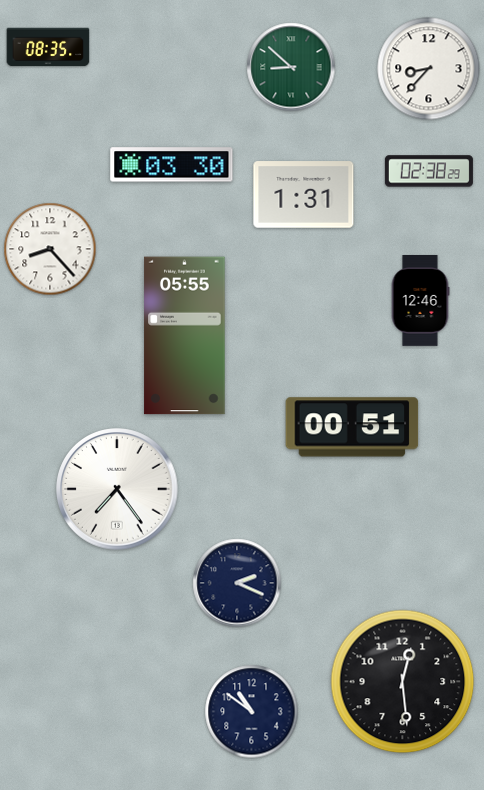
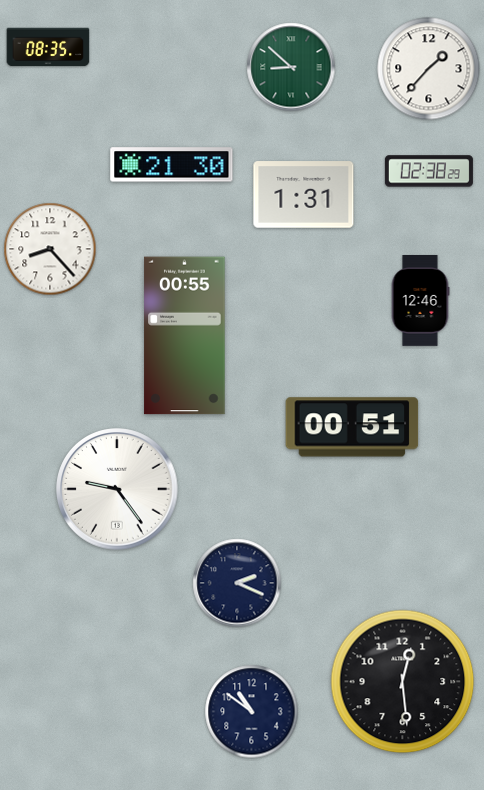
clock at (429, 69): 8:37 -> 1:37
clock at (172, 165): 03:30 -> 21:30
clock at (185, 336): 05:55 -> 00:55
clock at (117, 489): 7:24 -> 9:24
